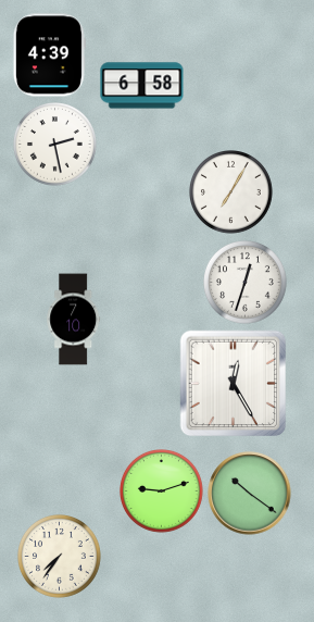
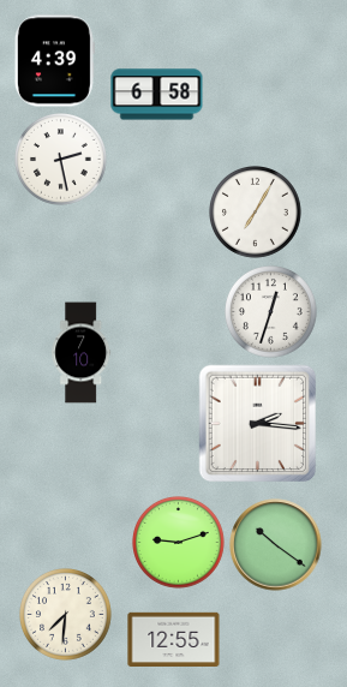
clock at (234, 384): 12:25 -> 2:16
clock at (60, 557): 7:36 -> 7:31
clock at (174, 639): none -> 12:55
